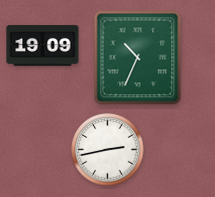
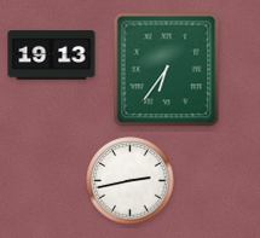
clock at (43, 46): 19:09 -> 19:13
clock at (138, 58): 10:34 -> 6:36
